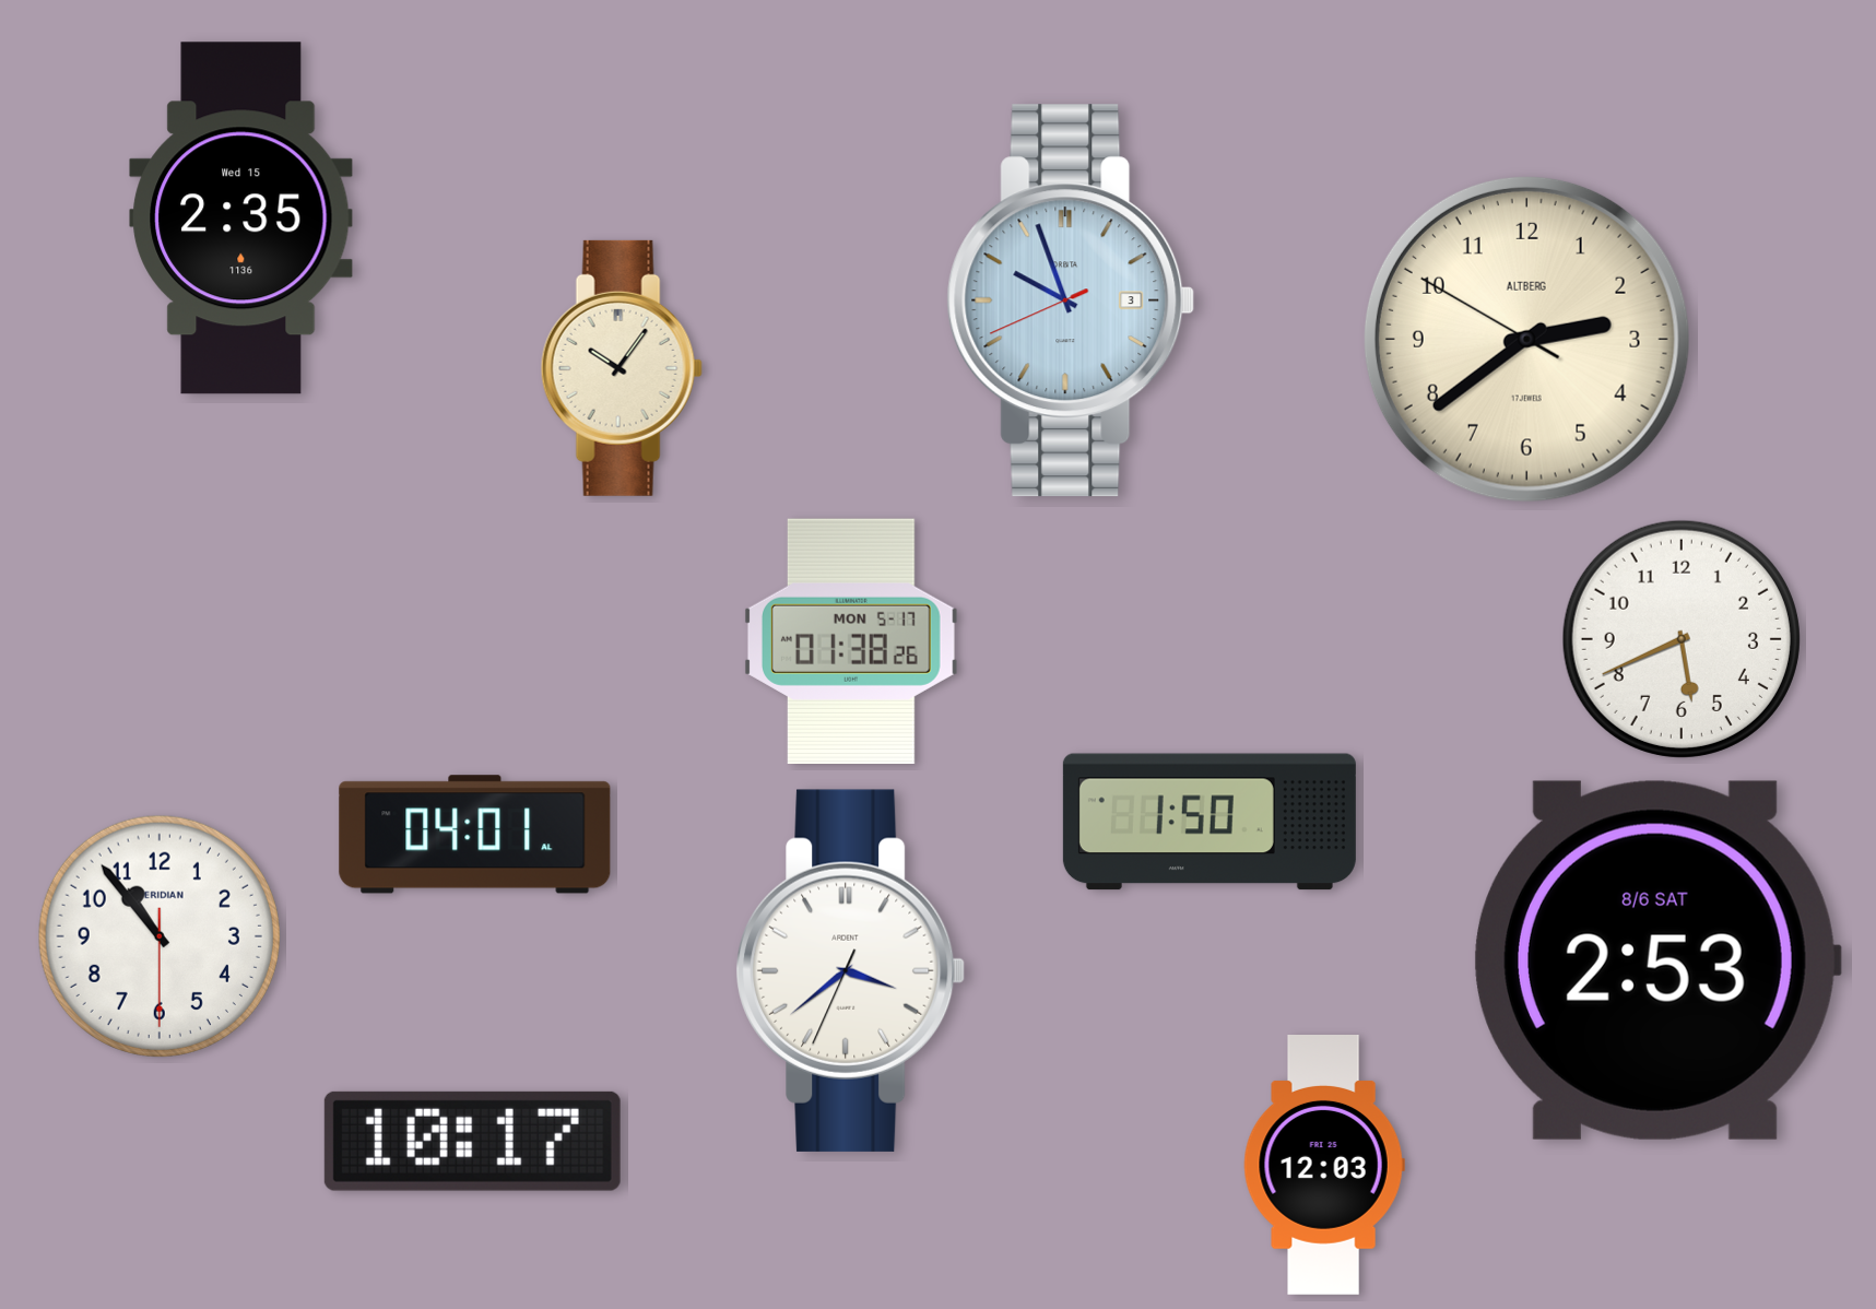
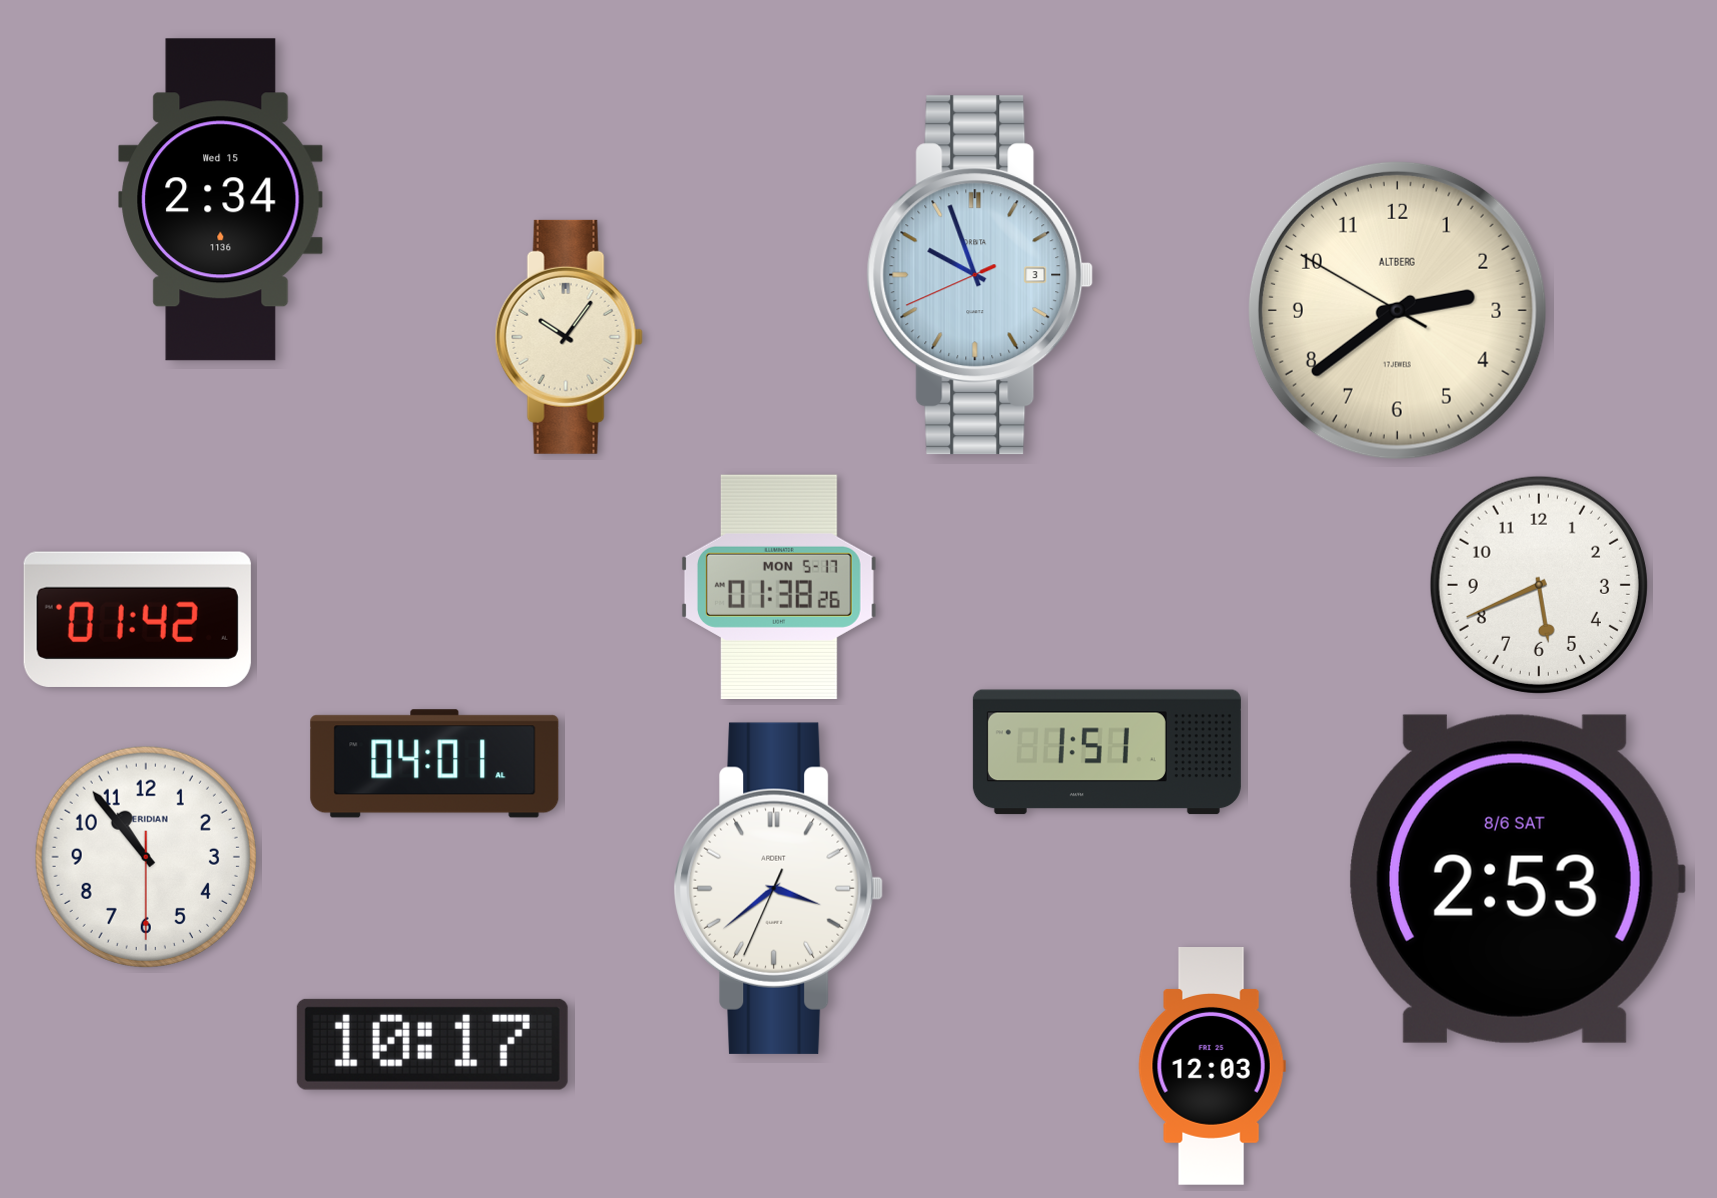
clock at (241, 219): 2:35 -> 2:34
clock at (137, 619): none -> 01:42
clock at (1210, 822): 1:50 -> 1:51
